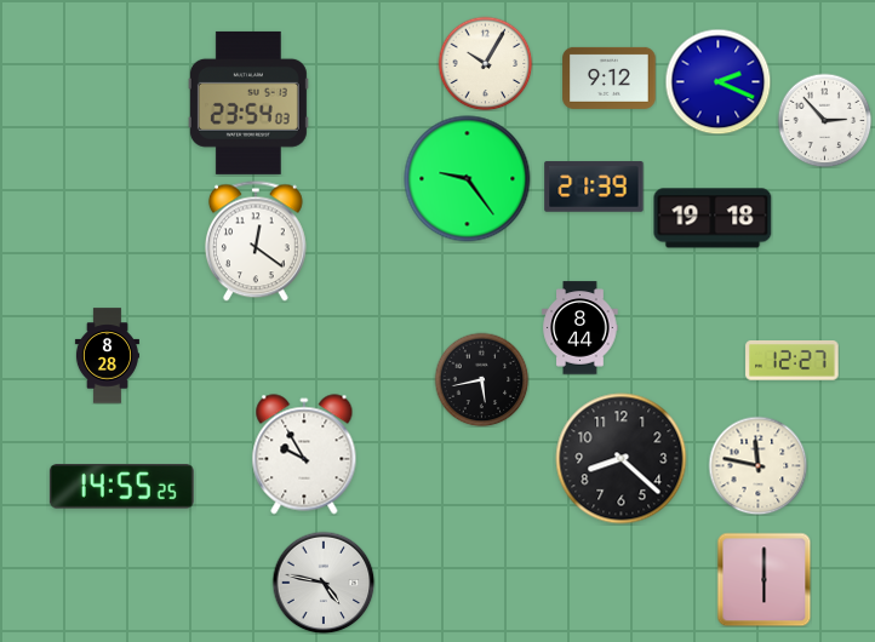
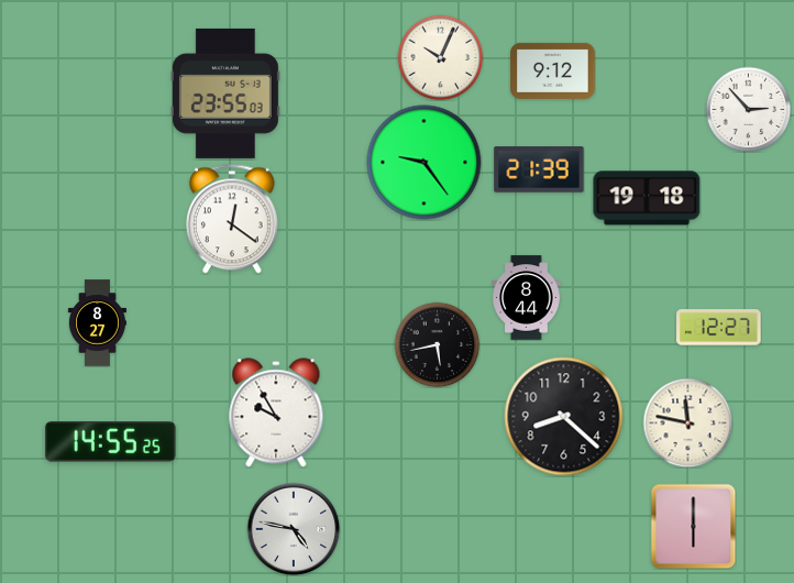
clock at (485, 63): 10:05 -> 10:04
clock at (717, 81): 2:19 -> none
clock at (248, 103): 23:54 -> 23:55
clock at (107, 356): 8:28 -> 8:27
